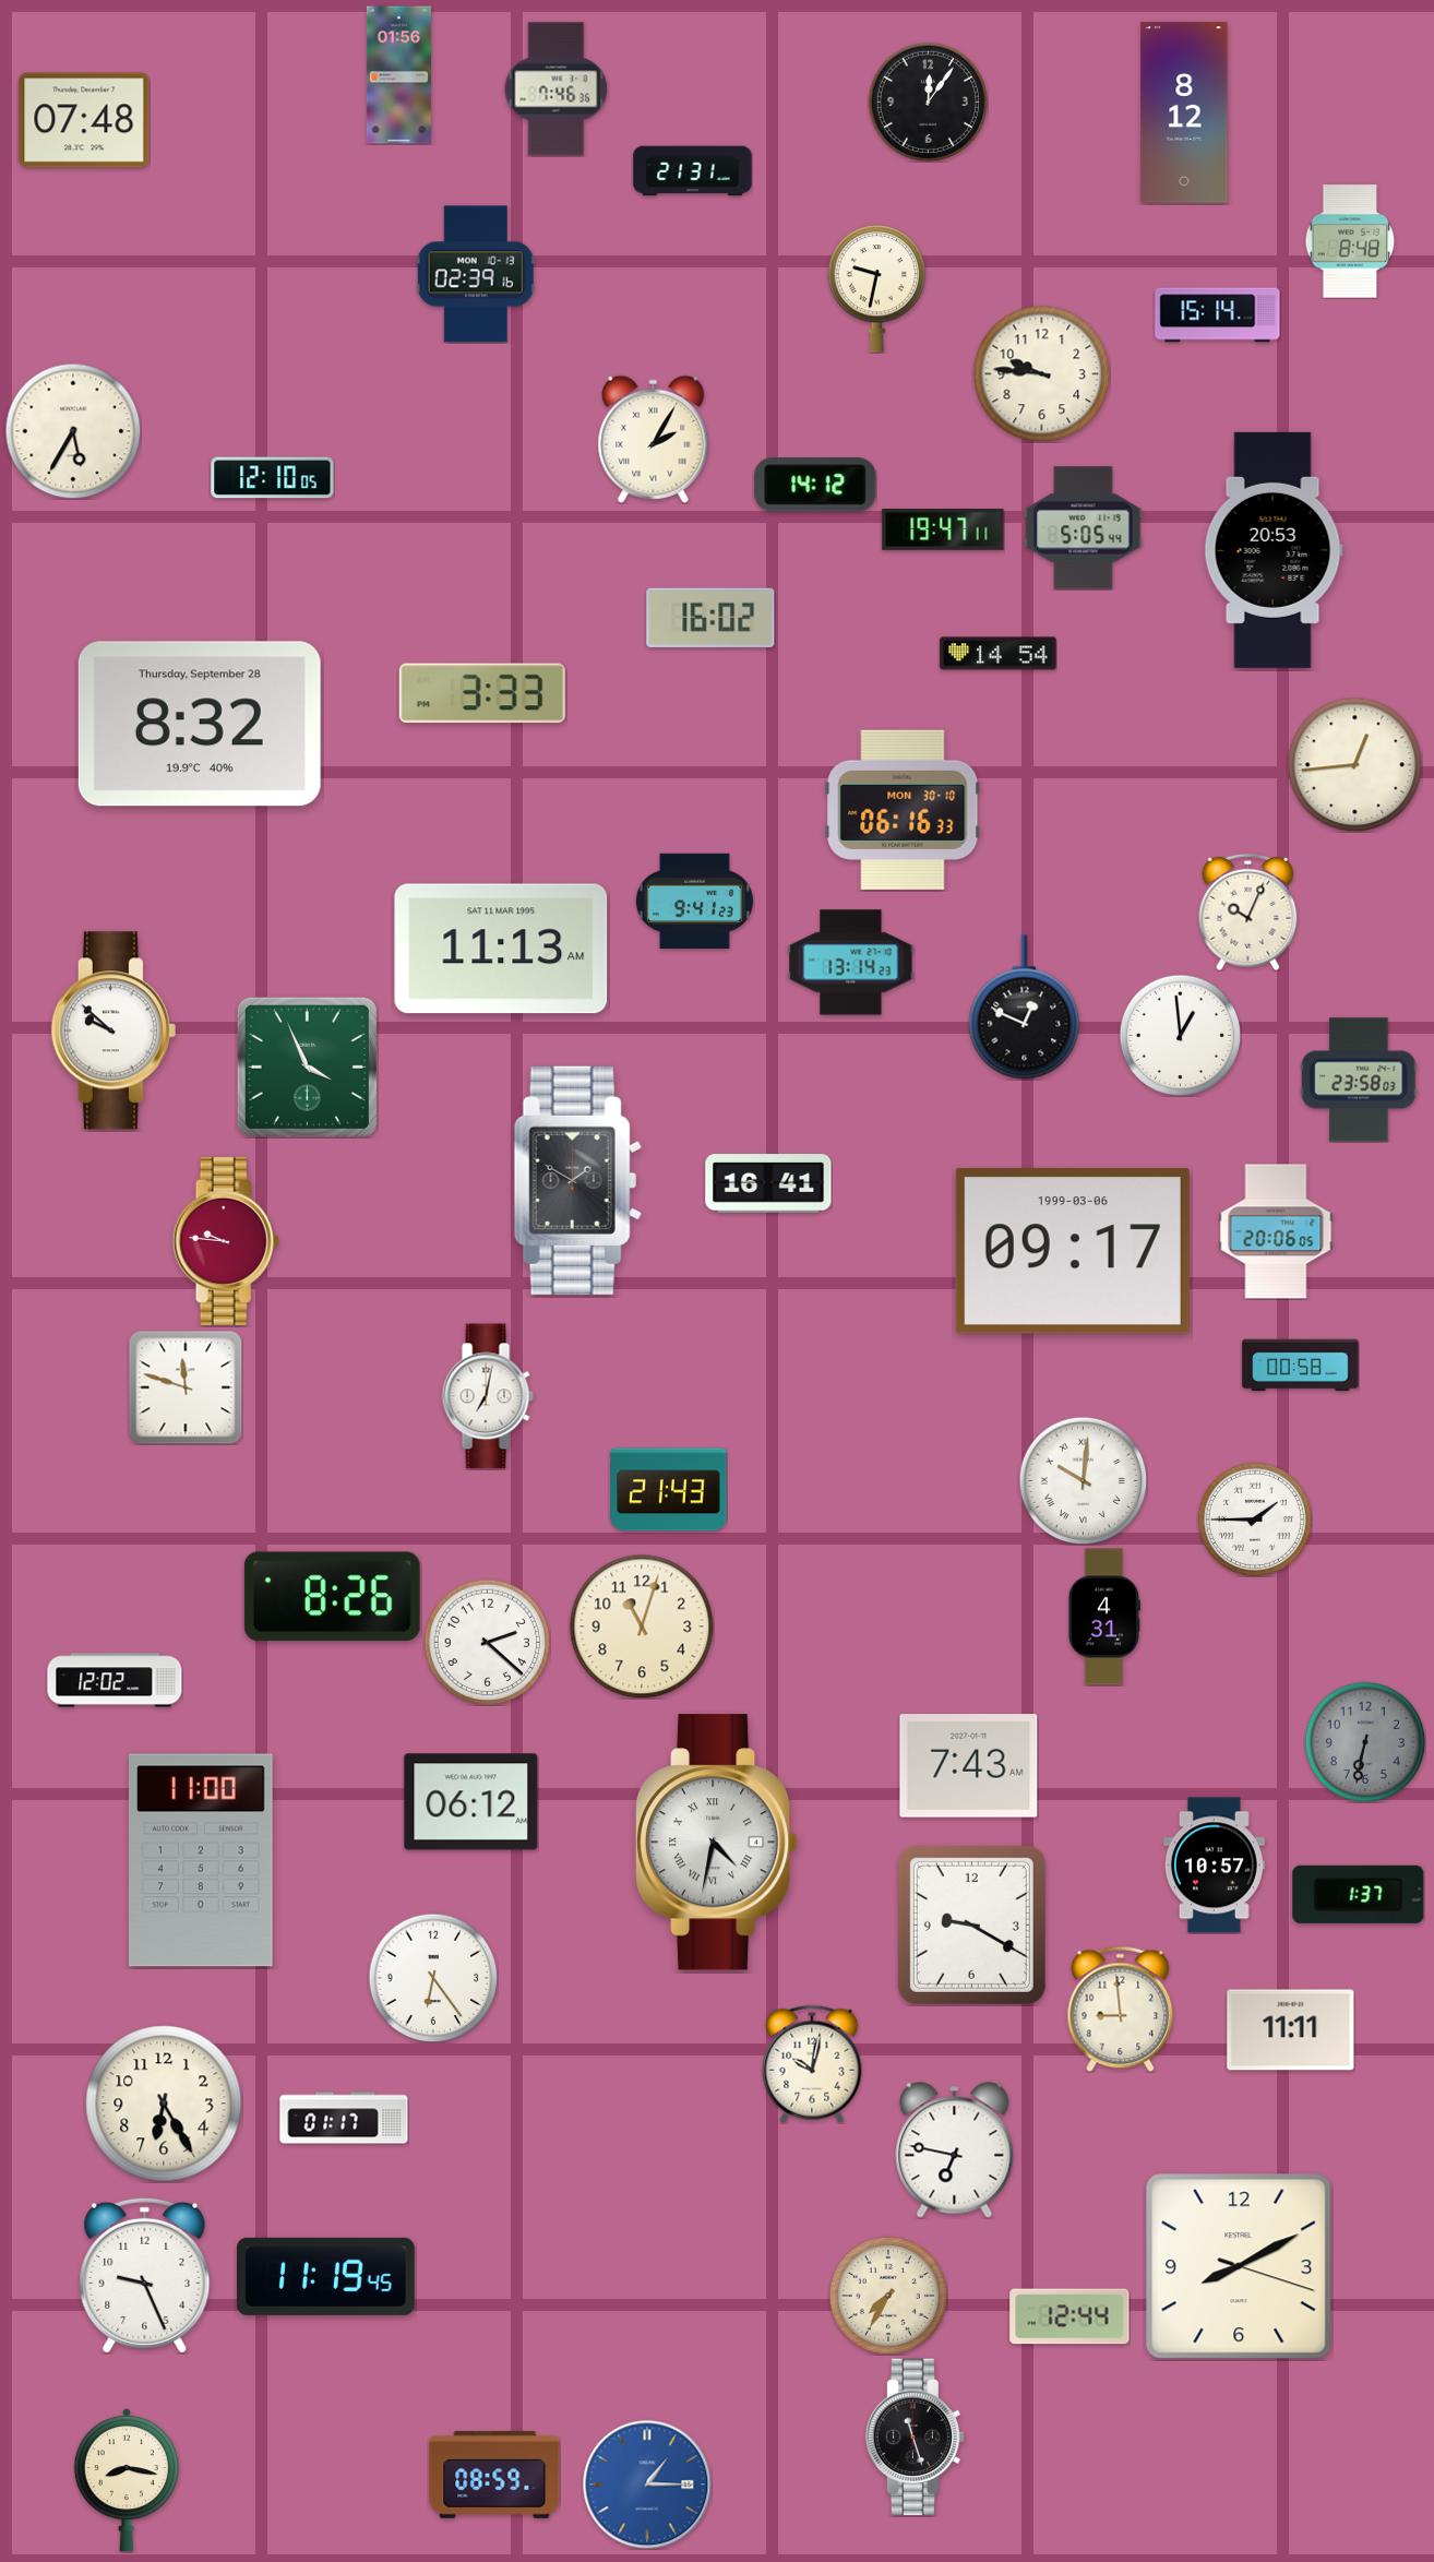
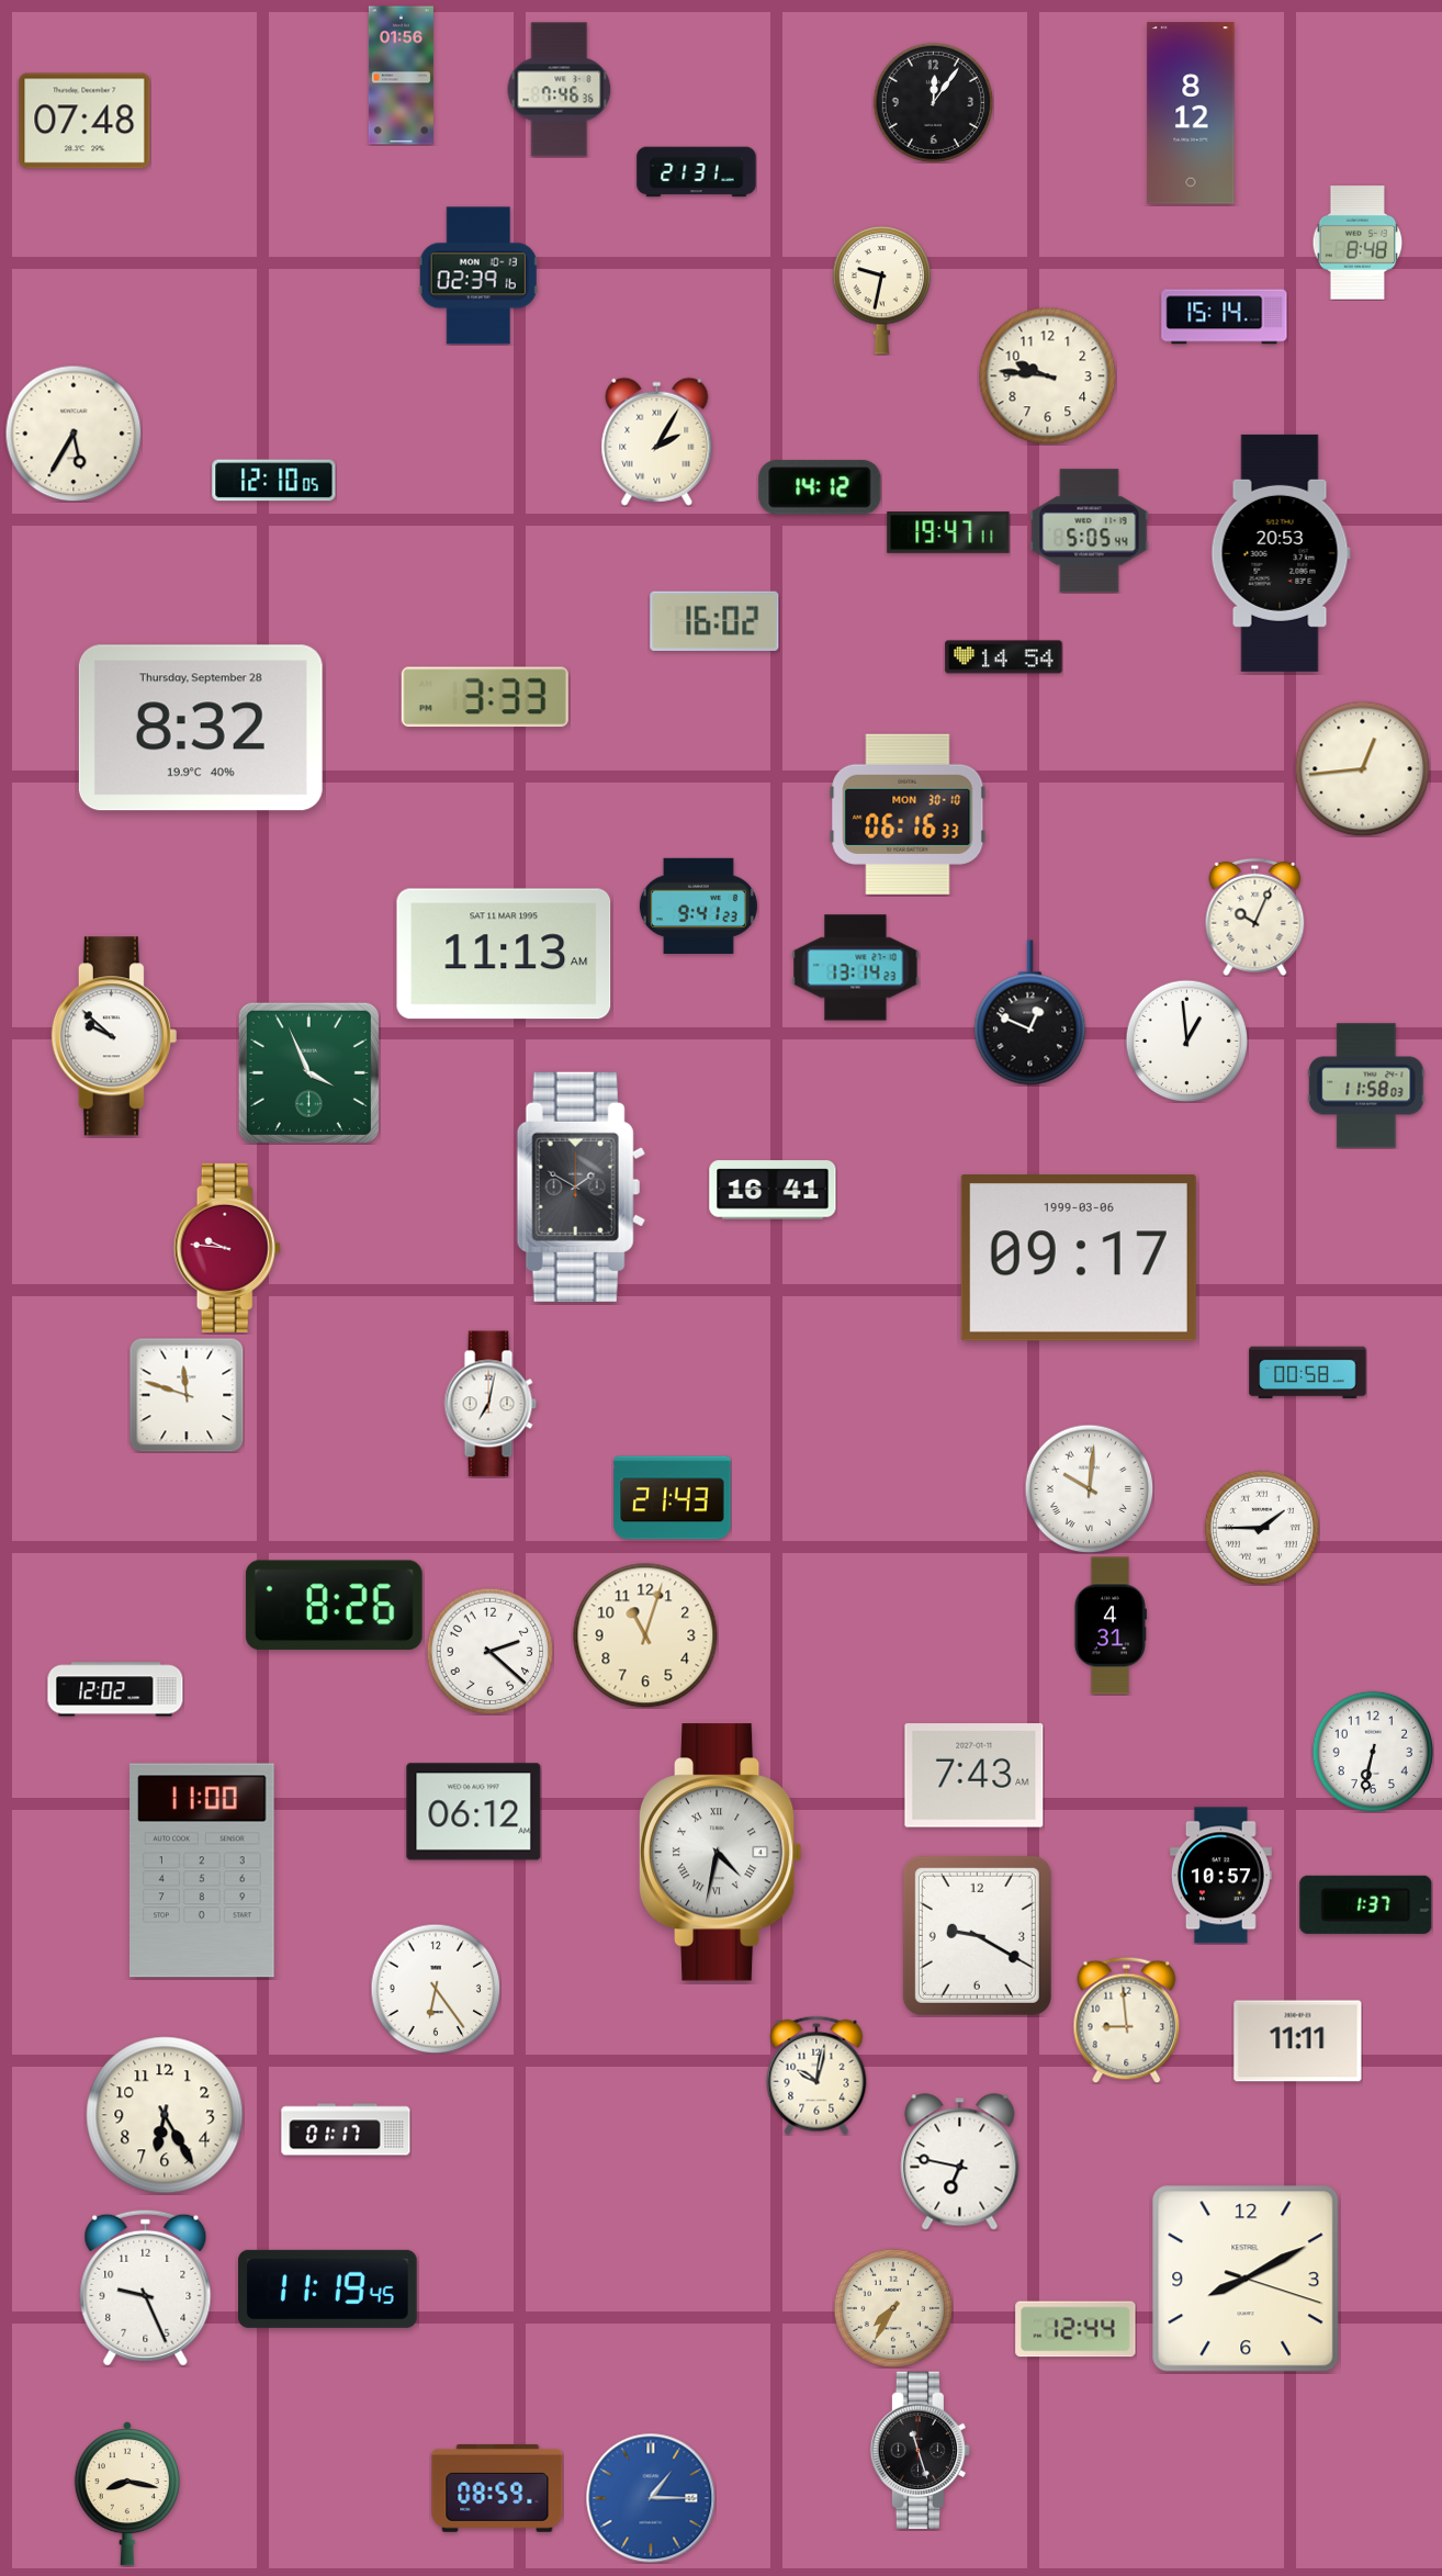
clock at (1359, 1080): 23:58 -> 11:58
clock at (1276, 1231): 20:06 -> none
clock at (1364, 1741) dial: grey -> white
